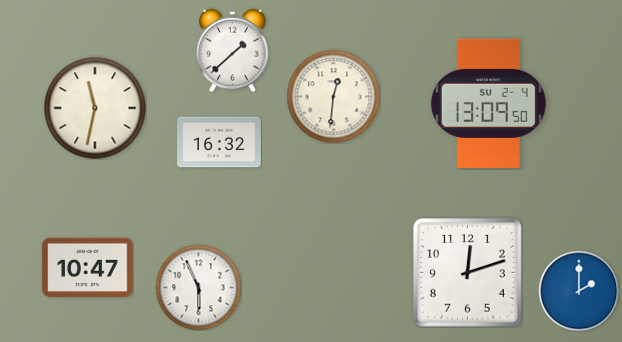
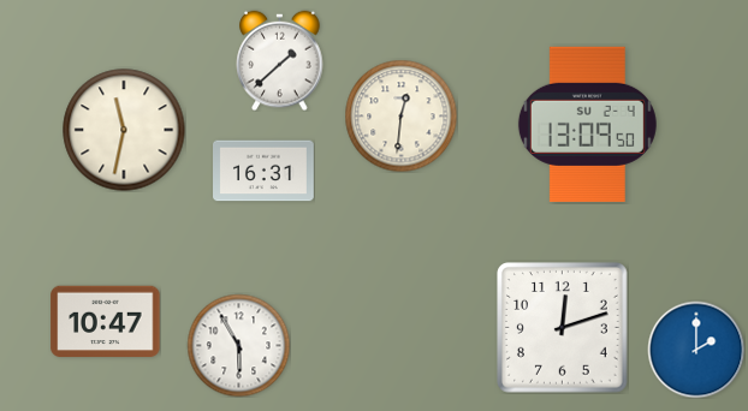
clock at (95, 108) position: (95, 108) -> (124, 130)
clock at (220, 142): 16:32 -> 16:31
clock at (198, 287): 5:56 -> 5:55
